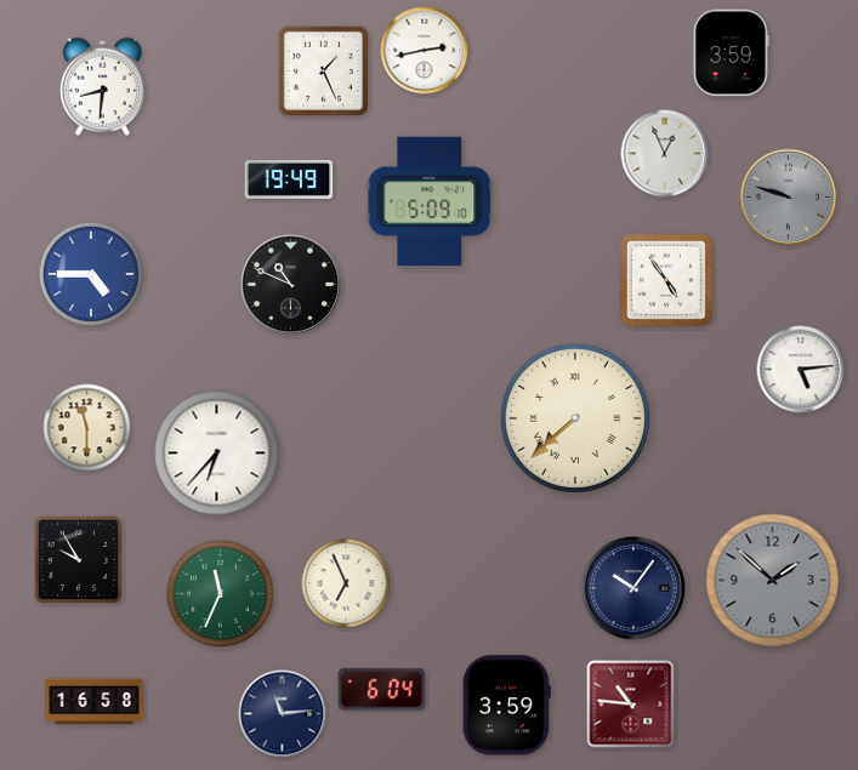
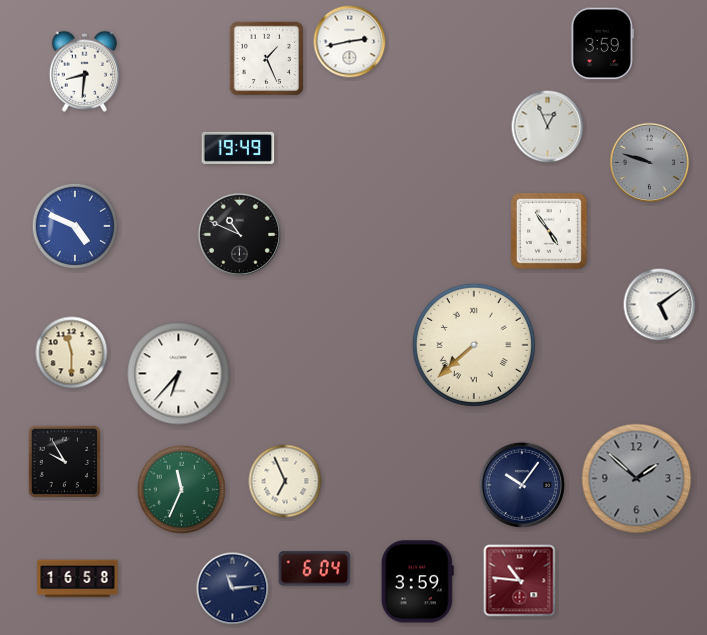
clock at (430, 201): 5:09 -> none
clock at (90, 273): 4:45 -> 4:49
clock at (801, 370): 5:14 -> 5:09
